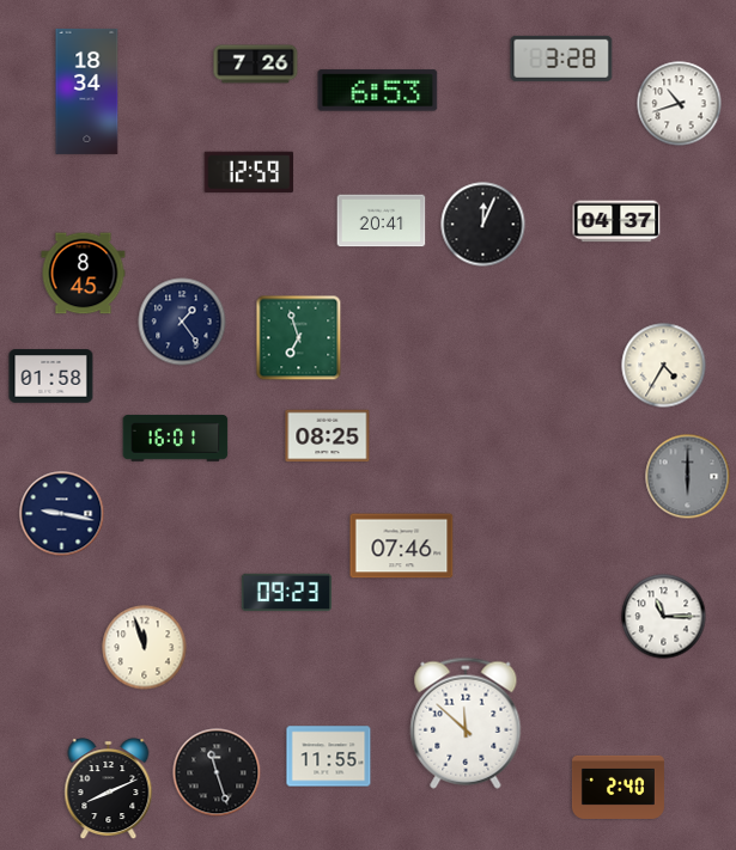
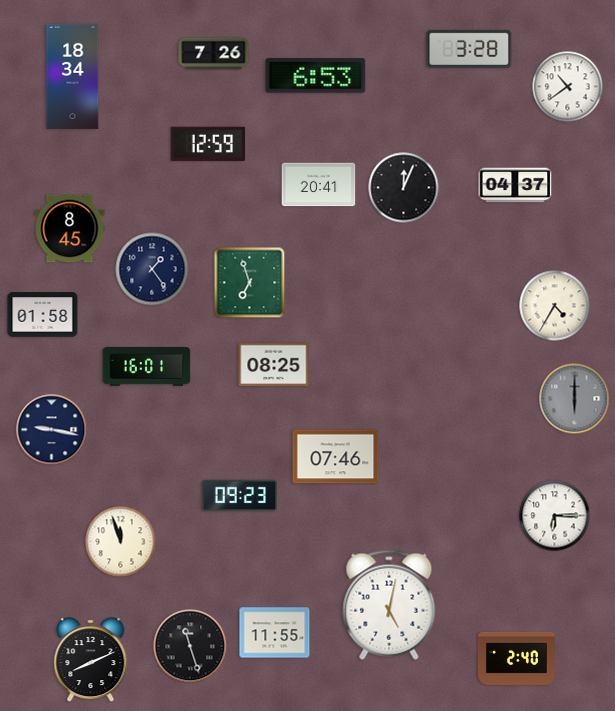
clock at (680, 104): 10:42 -> 10:39
clock at (664, 617): 11:15 -> 6:15
clock at (466, 723): 11:52 -> 5:02
clock at (217, 772) position: (217, 772) -> (190, 646)
